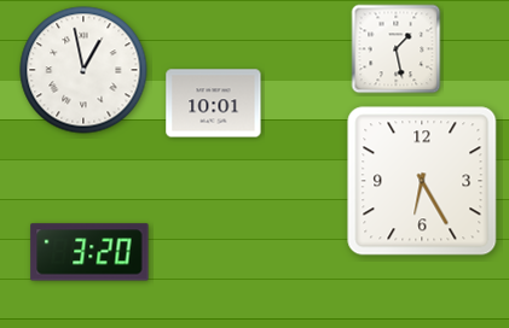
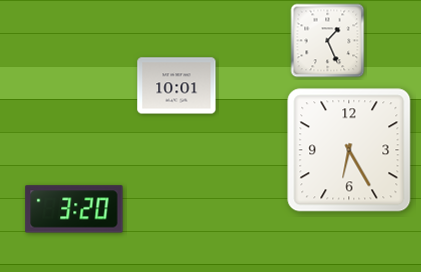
clock at (397, 49): 1:28 -> 1:26
clock at (83, 70): 12:58 -> none
